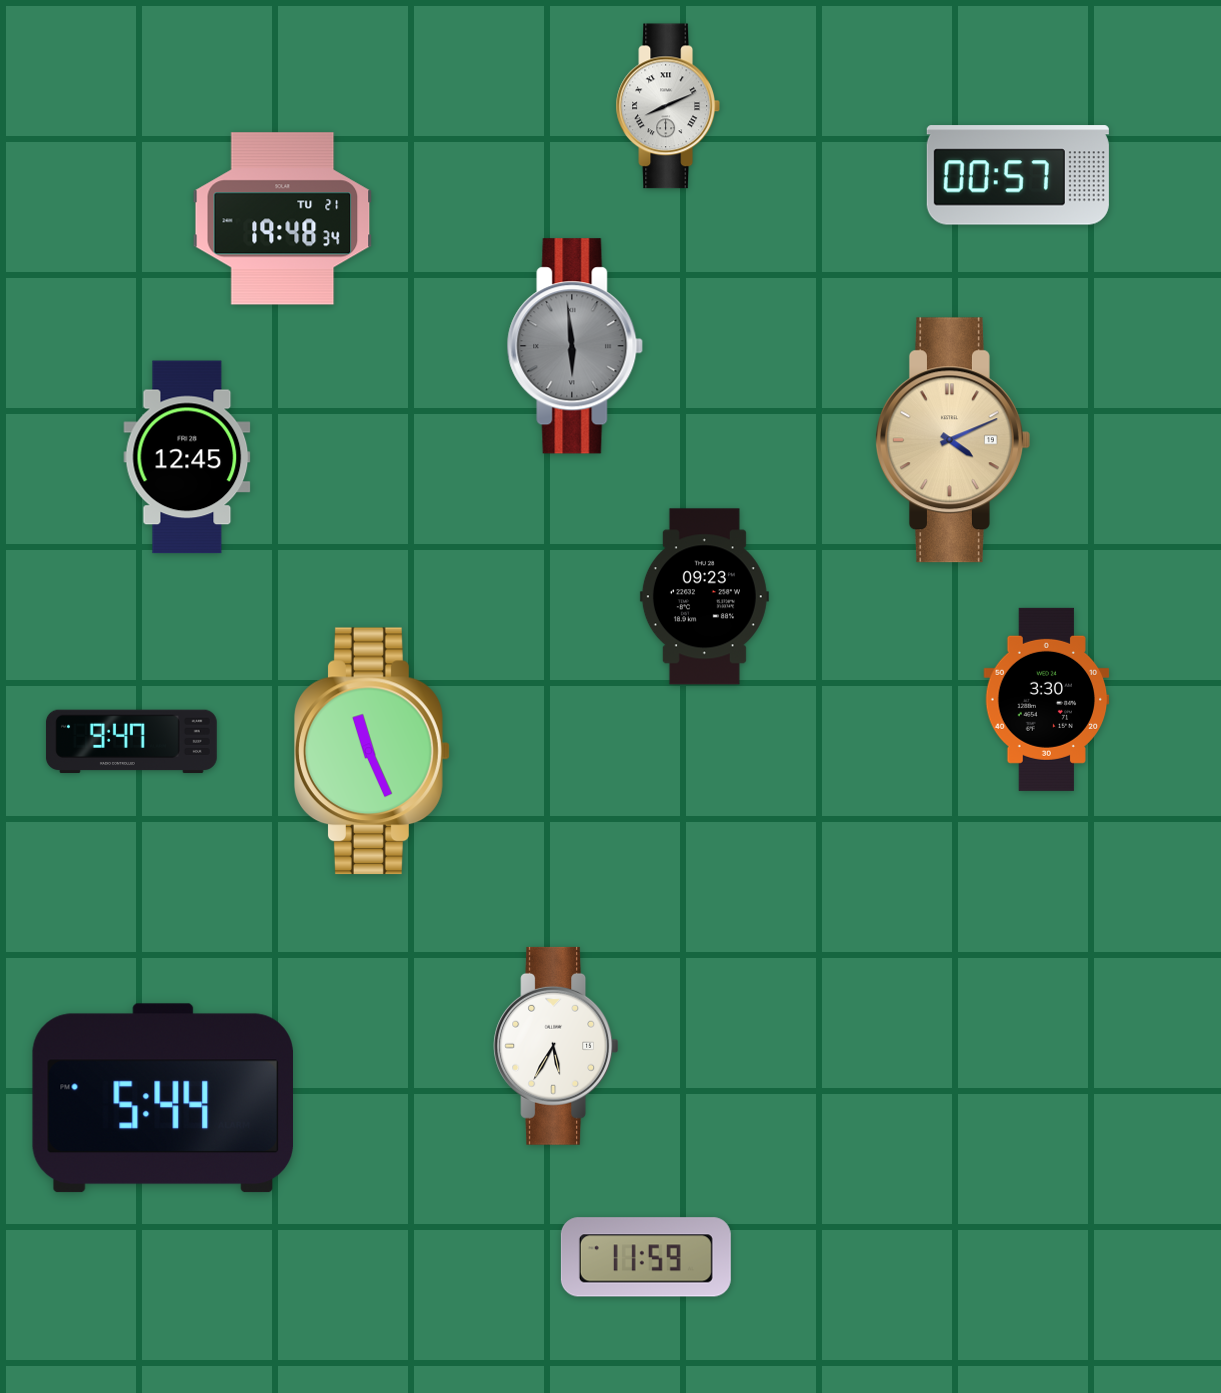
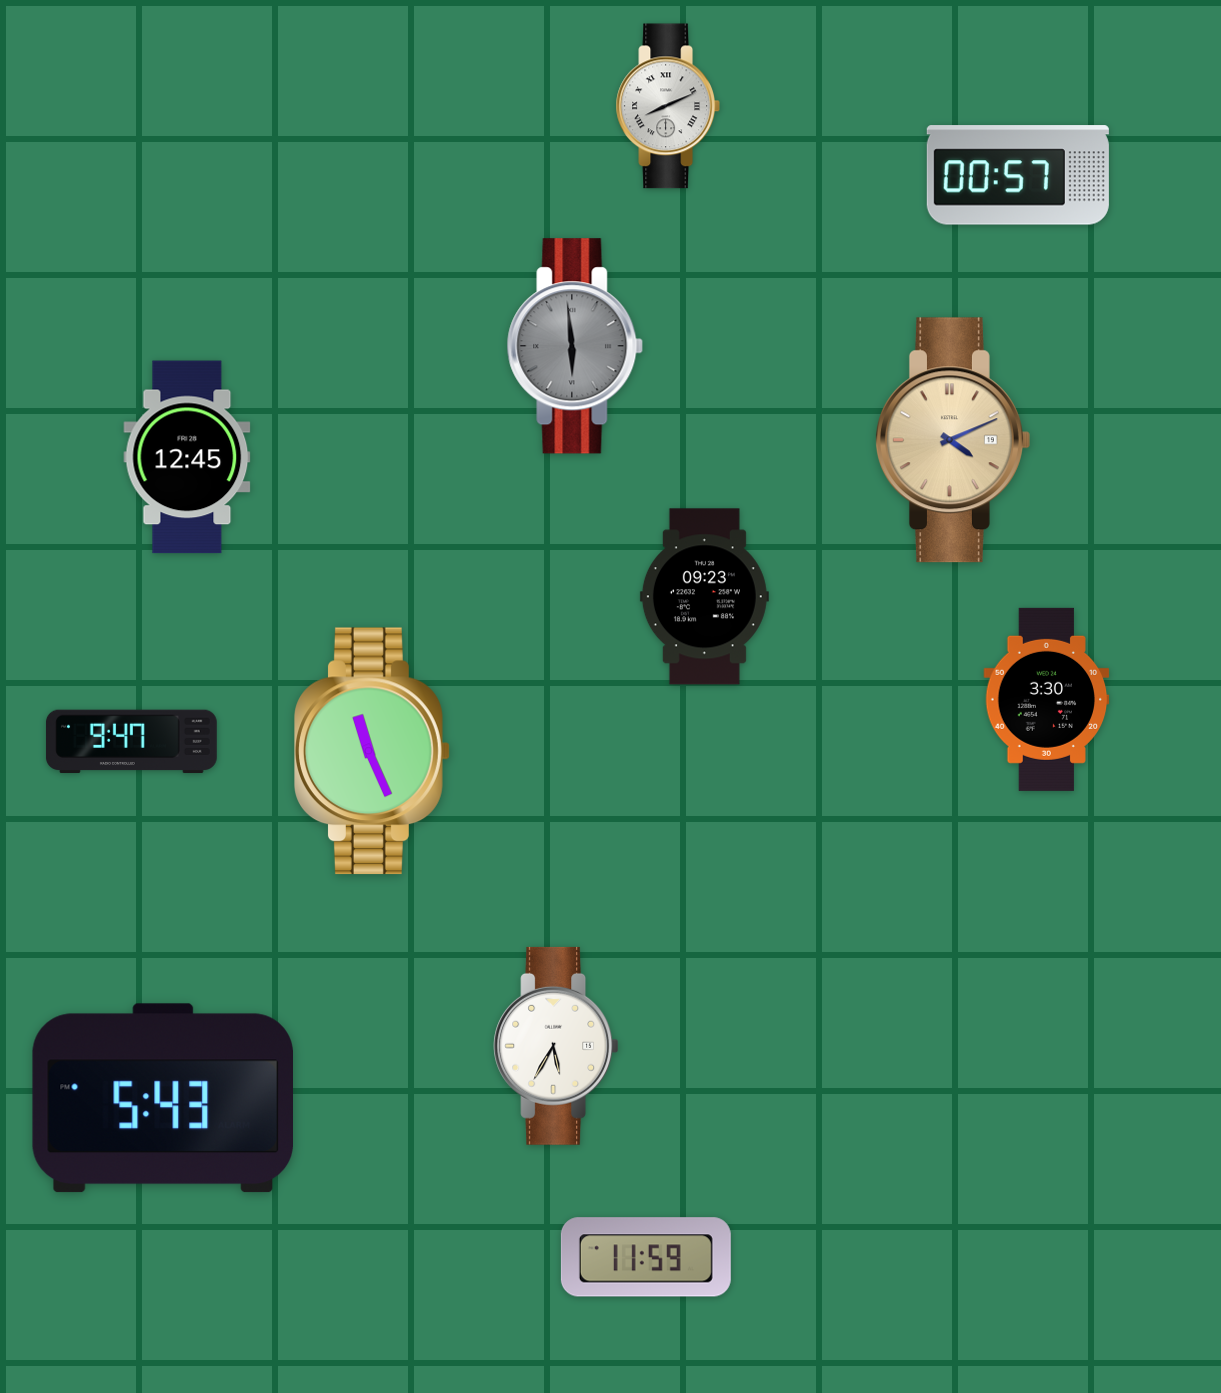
clock at (283, 219): 19:48 -> none
clock at (162, 1098): 5:44 -> 5:43
